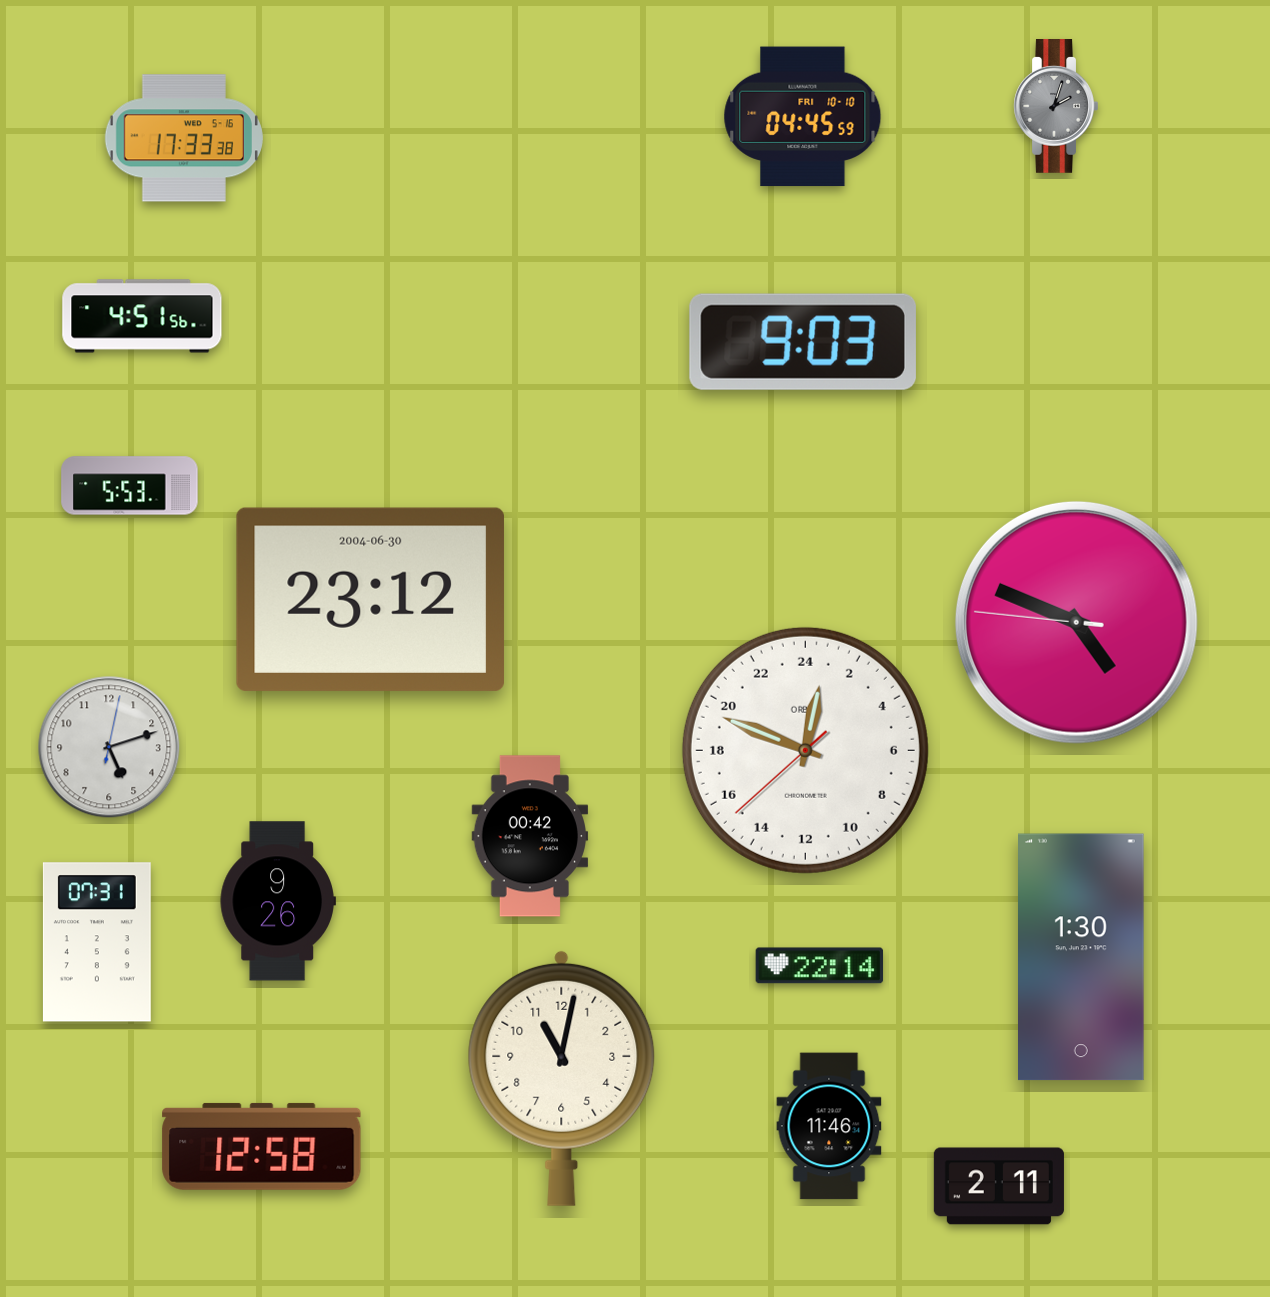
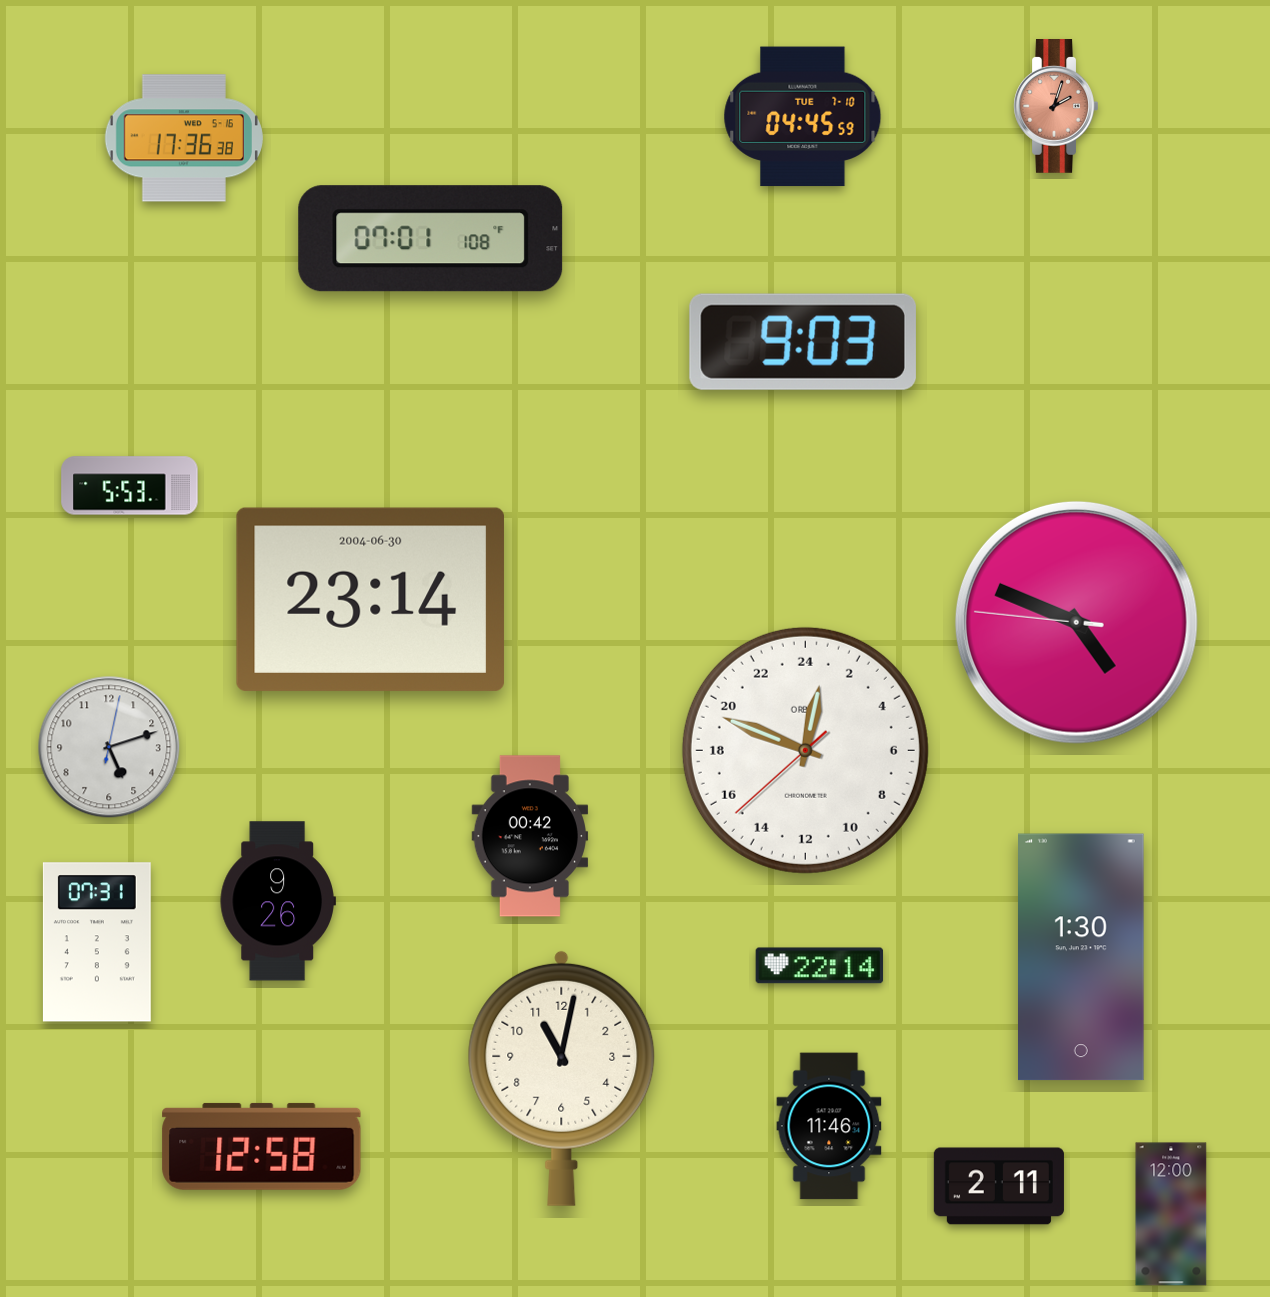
clock at (1056, 107) dial: grey -> salmon
clock at (803, 117) date: FRI 10-10 -> TUE 7-10
clock at (184, 138): 17:33 -> 17:36
clock at (431, 239): none -> 07:01
clock at (142, 316): 4:51 -> none
clock at (370, 599): 23:12 -> 23:14
clock at (1171, 1214): none -> 12:00
